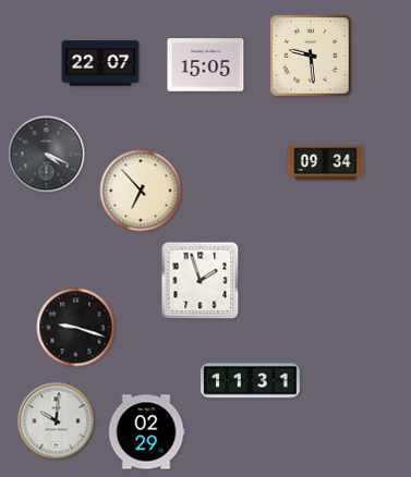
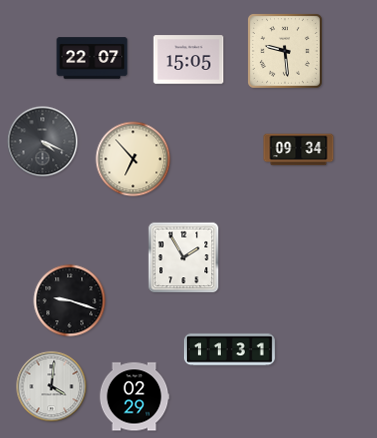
clock at (141, 191) position: (141, 191) -> (133, 159)
clock at (201, 281): 1:57 -> 1:55
clock at (57, 421): 10:01 -> 4:01
